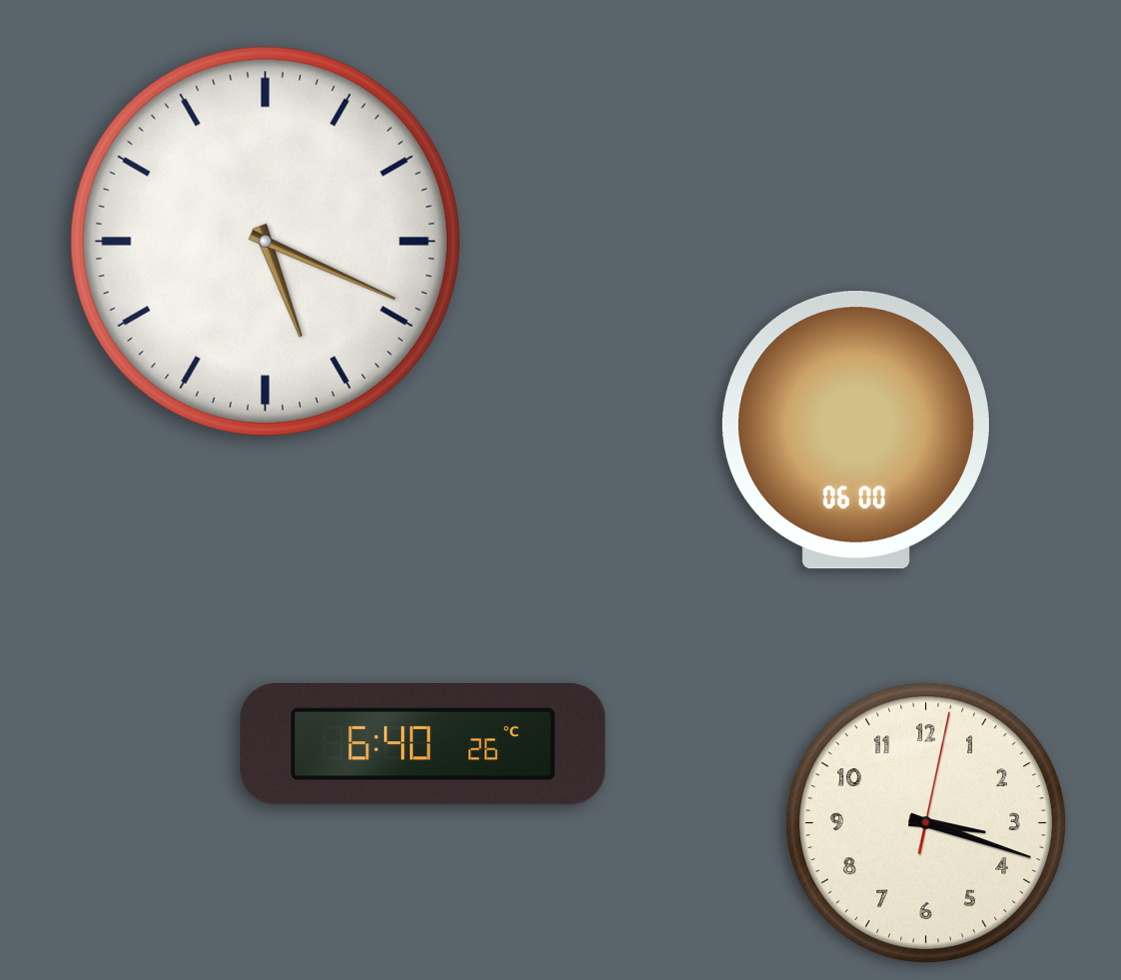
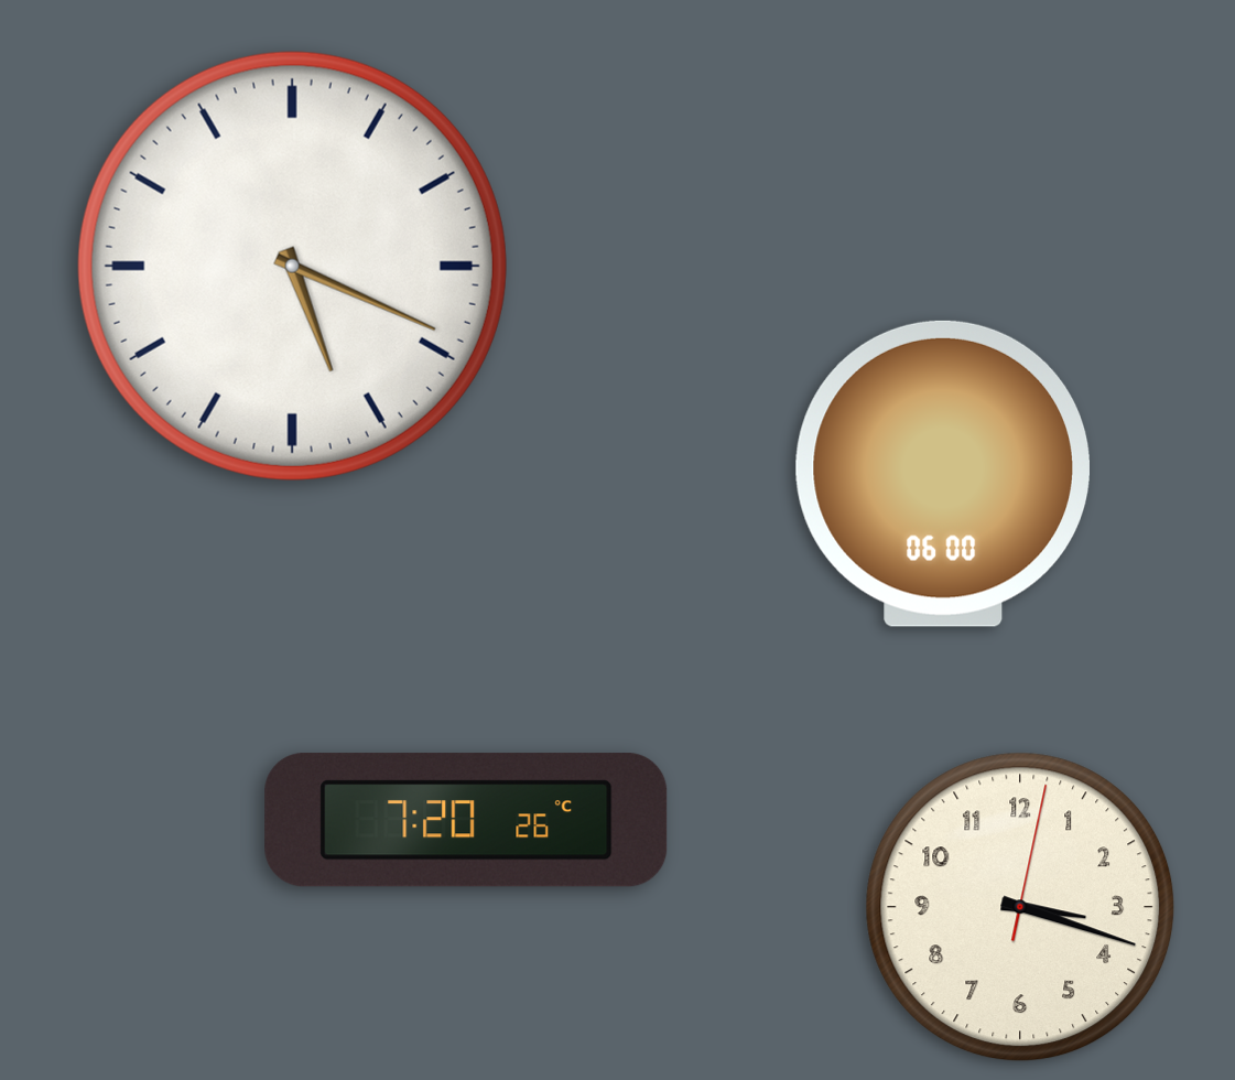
clock at (423, 744): 6:40 -> 7:20
